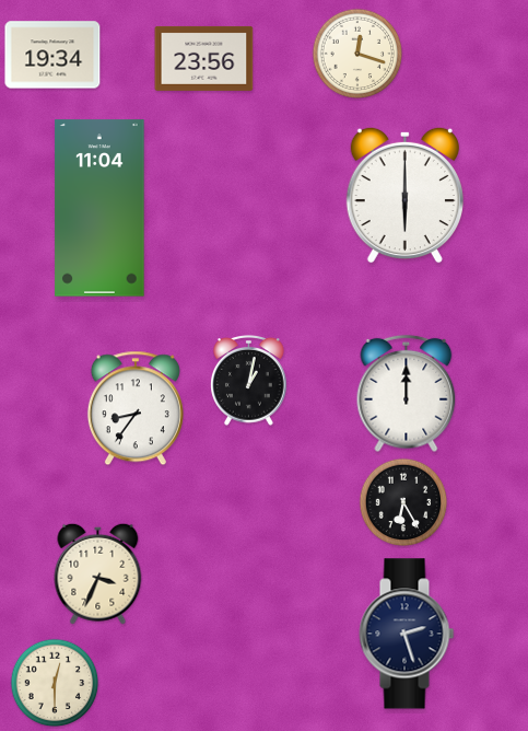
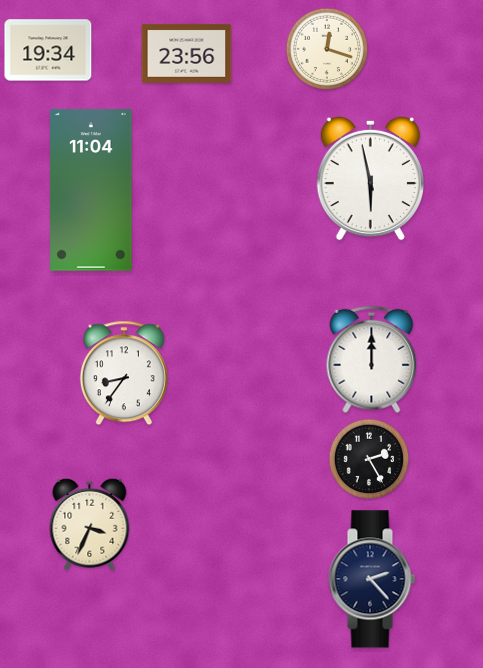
clock at (404, 195): 6:00 -> 5:58
clock at (249, 381): 1:02 -> none
clock at (403, 502): 6:25 -> 2:25
clock at (407, 634): 2:27 -> 2:23
clock at (55, 683): 12:30 -> none
